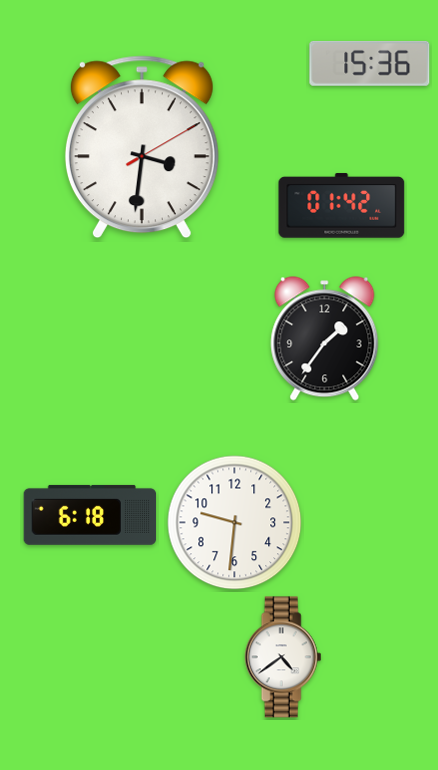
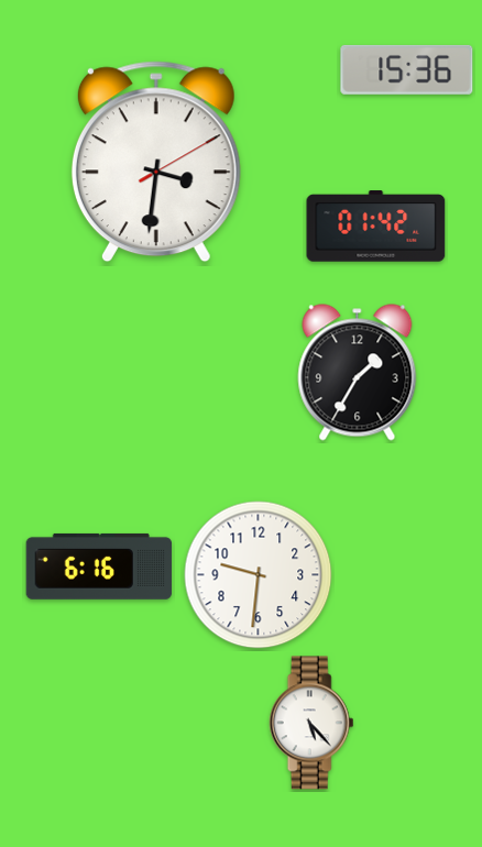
clock at (325, 339): 1:36 -> 1:35
clock at (90, 515): 6:18 -> 6:16
clock at (283, 657): 4:39 -> 5:23
